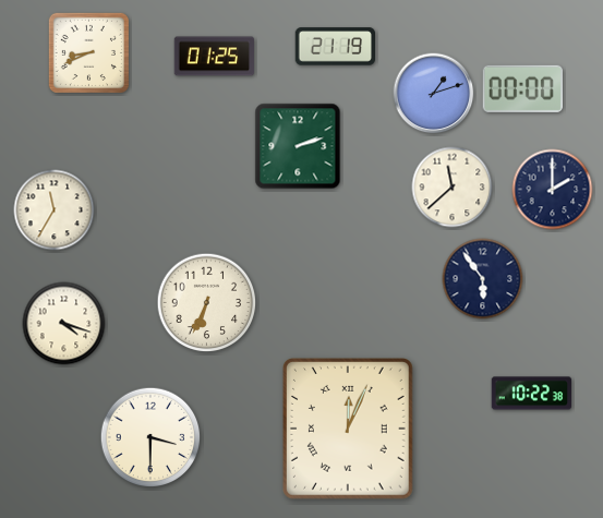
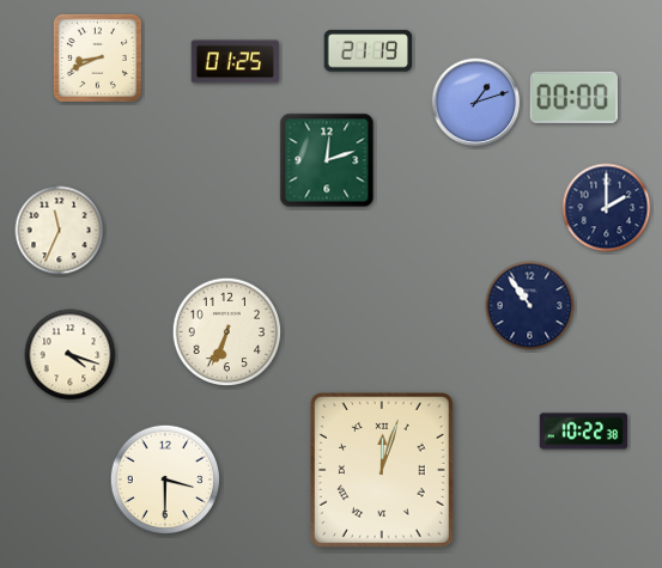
clock at (298, 146): 2:12 -> 12:12
clock at (453, 188): 11:38 -> none
clock at (55, 210): 11:35 -> 11:34
clock at (483, 279): 5:54 -> 10:54
clock at (348, 430): 12:04 -> 12:03
